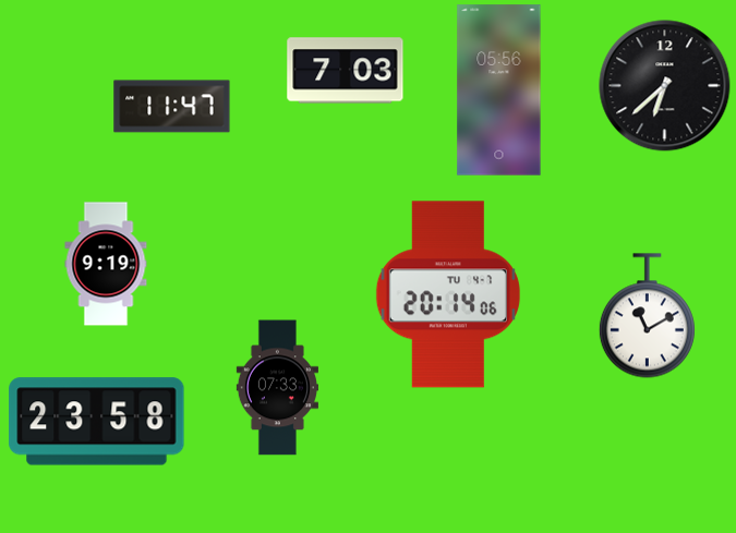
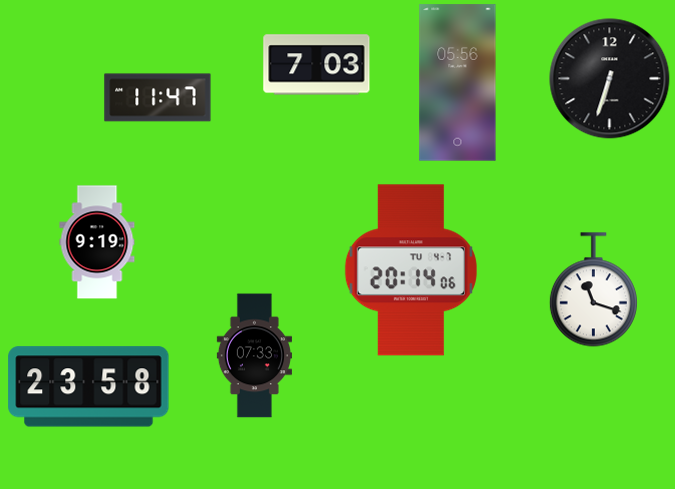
clock at (665, 86): 6:38 -> 6:33
clock at (647, 316): 11:10 -> 11:18
